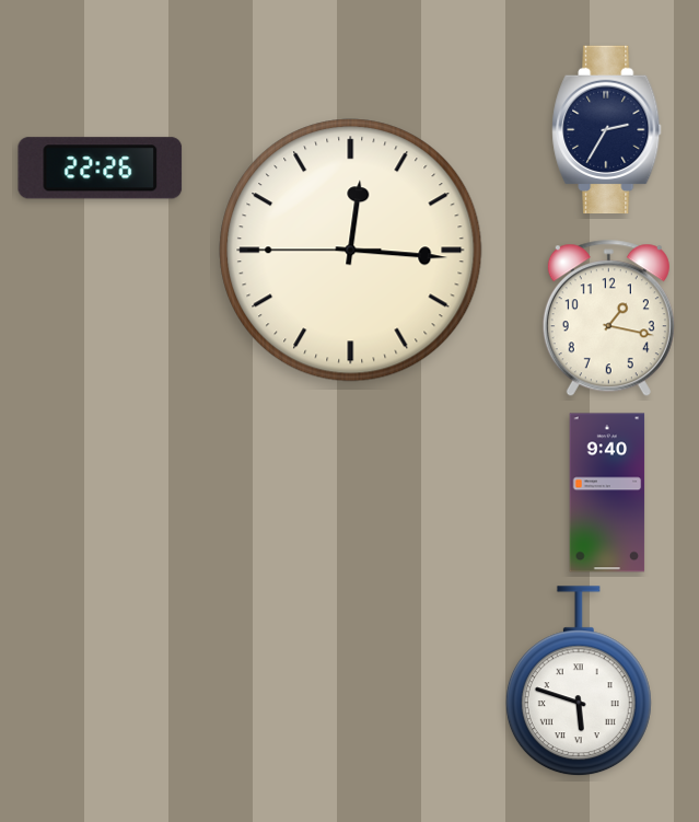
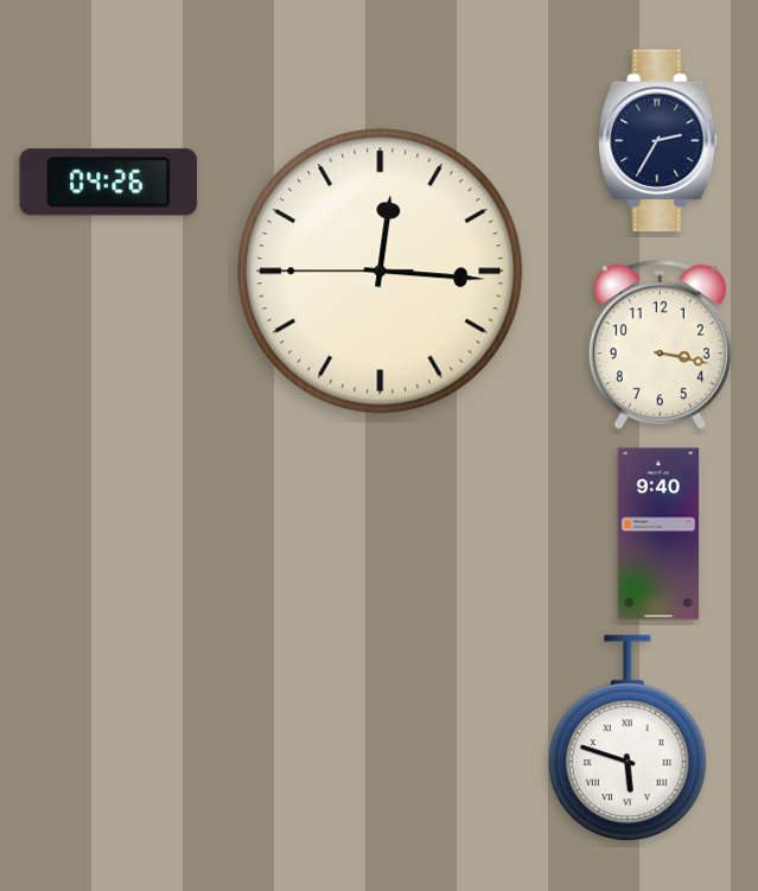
clock at (101, 169): 22:26 -> 04:26
clock at (608, 319): 1:17 -> 3:17
